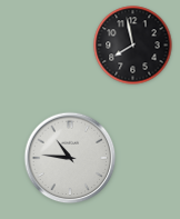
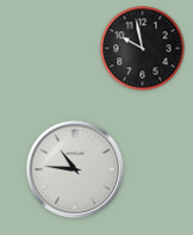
clock at (133, 46): 7:58 -> 9:58
